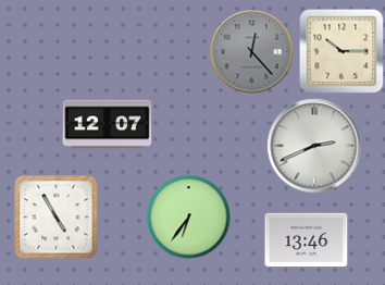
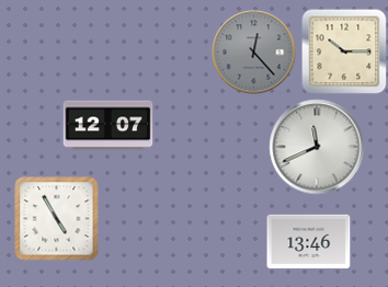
clock at (314, 146): 2:41 -> 11:41
clock at (189, 218): 6:36 -> none
